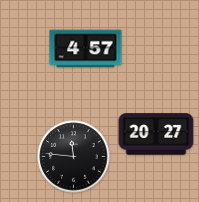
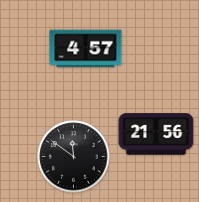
clock at (156, 134): 20:27 -> 21:56
clock at (74, 157): 11:46 -> 11:51
